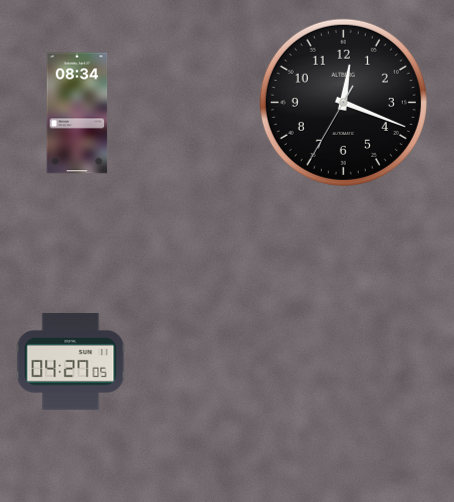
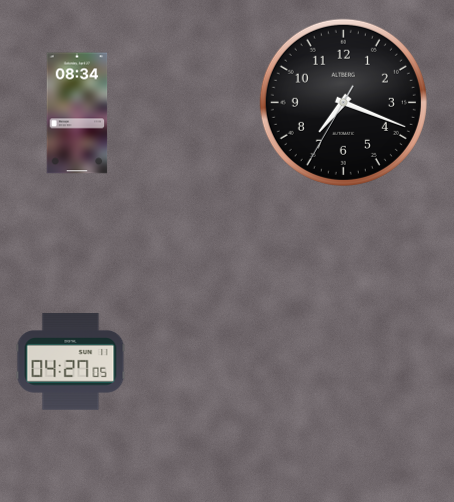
clock at (343, 102): 12:18 -> 7:18
